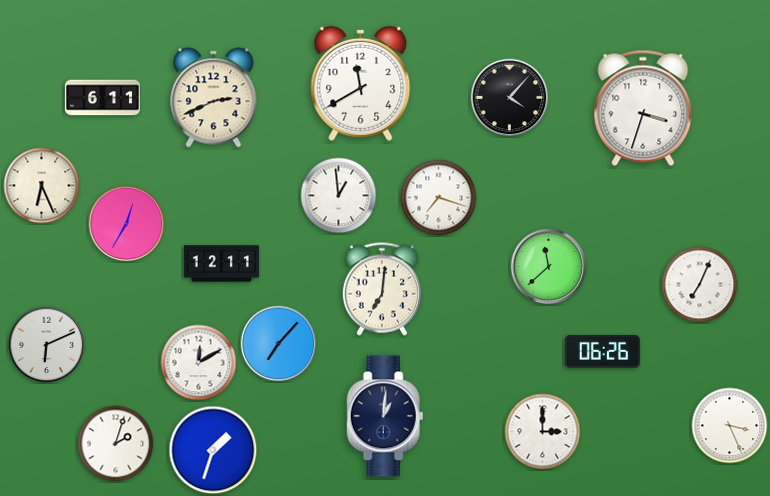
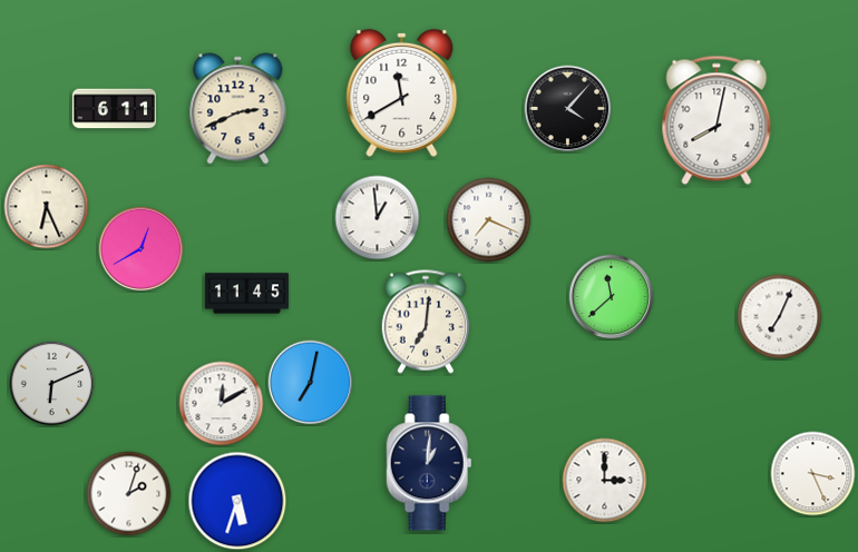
clock at (643, 108): 3:33 -> 8:02
clock at (439, 198): 7:18 -> 7:19
clock at (127, 224): 12:35 -> 12:40
clock at (221, 264): 12:11 -> 11:45
clock at (279, 344): 7:07 -> 7:02
clock at (602, 352): 06:26 -> none
clock at (213, 450): 1:33 -> 5:33
